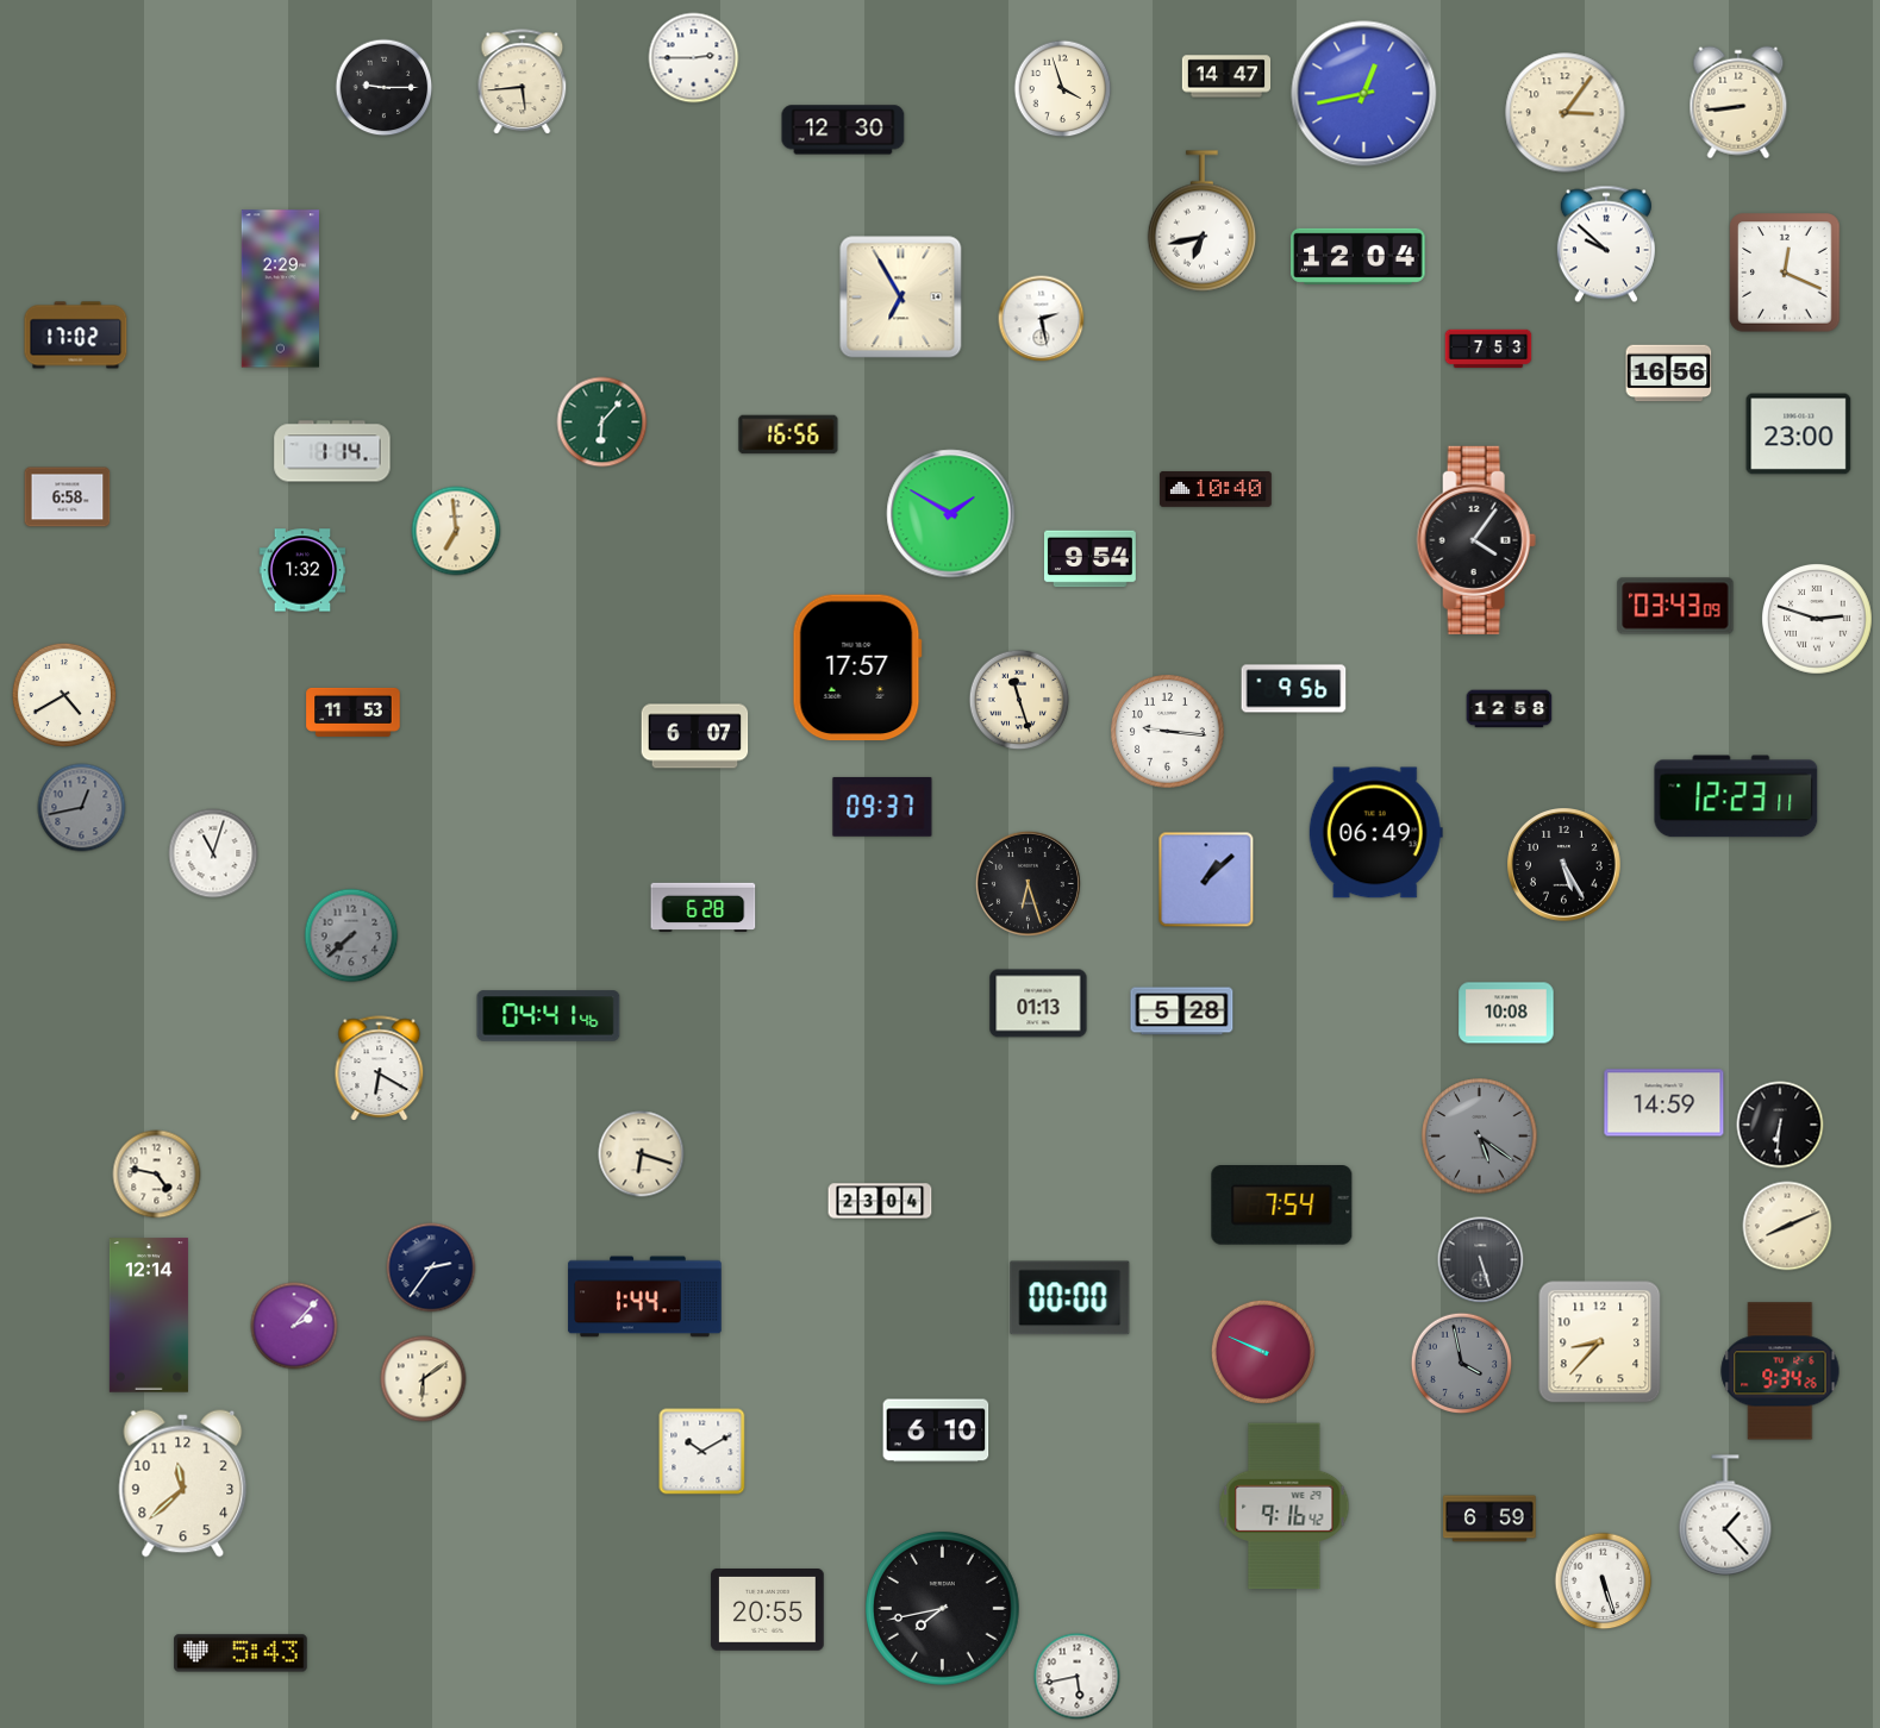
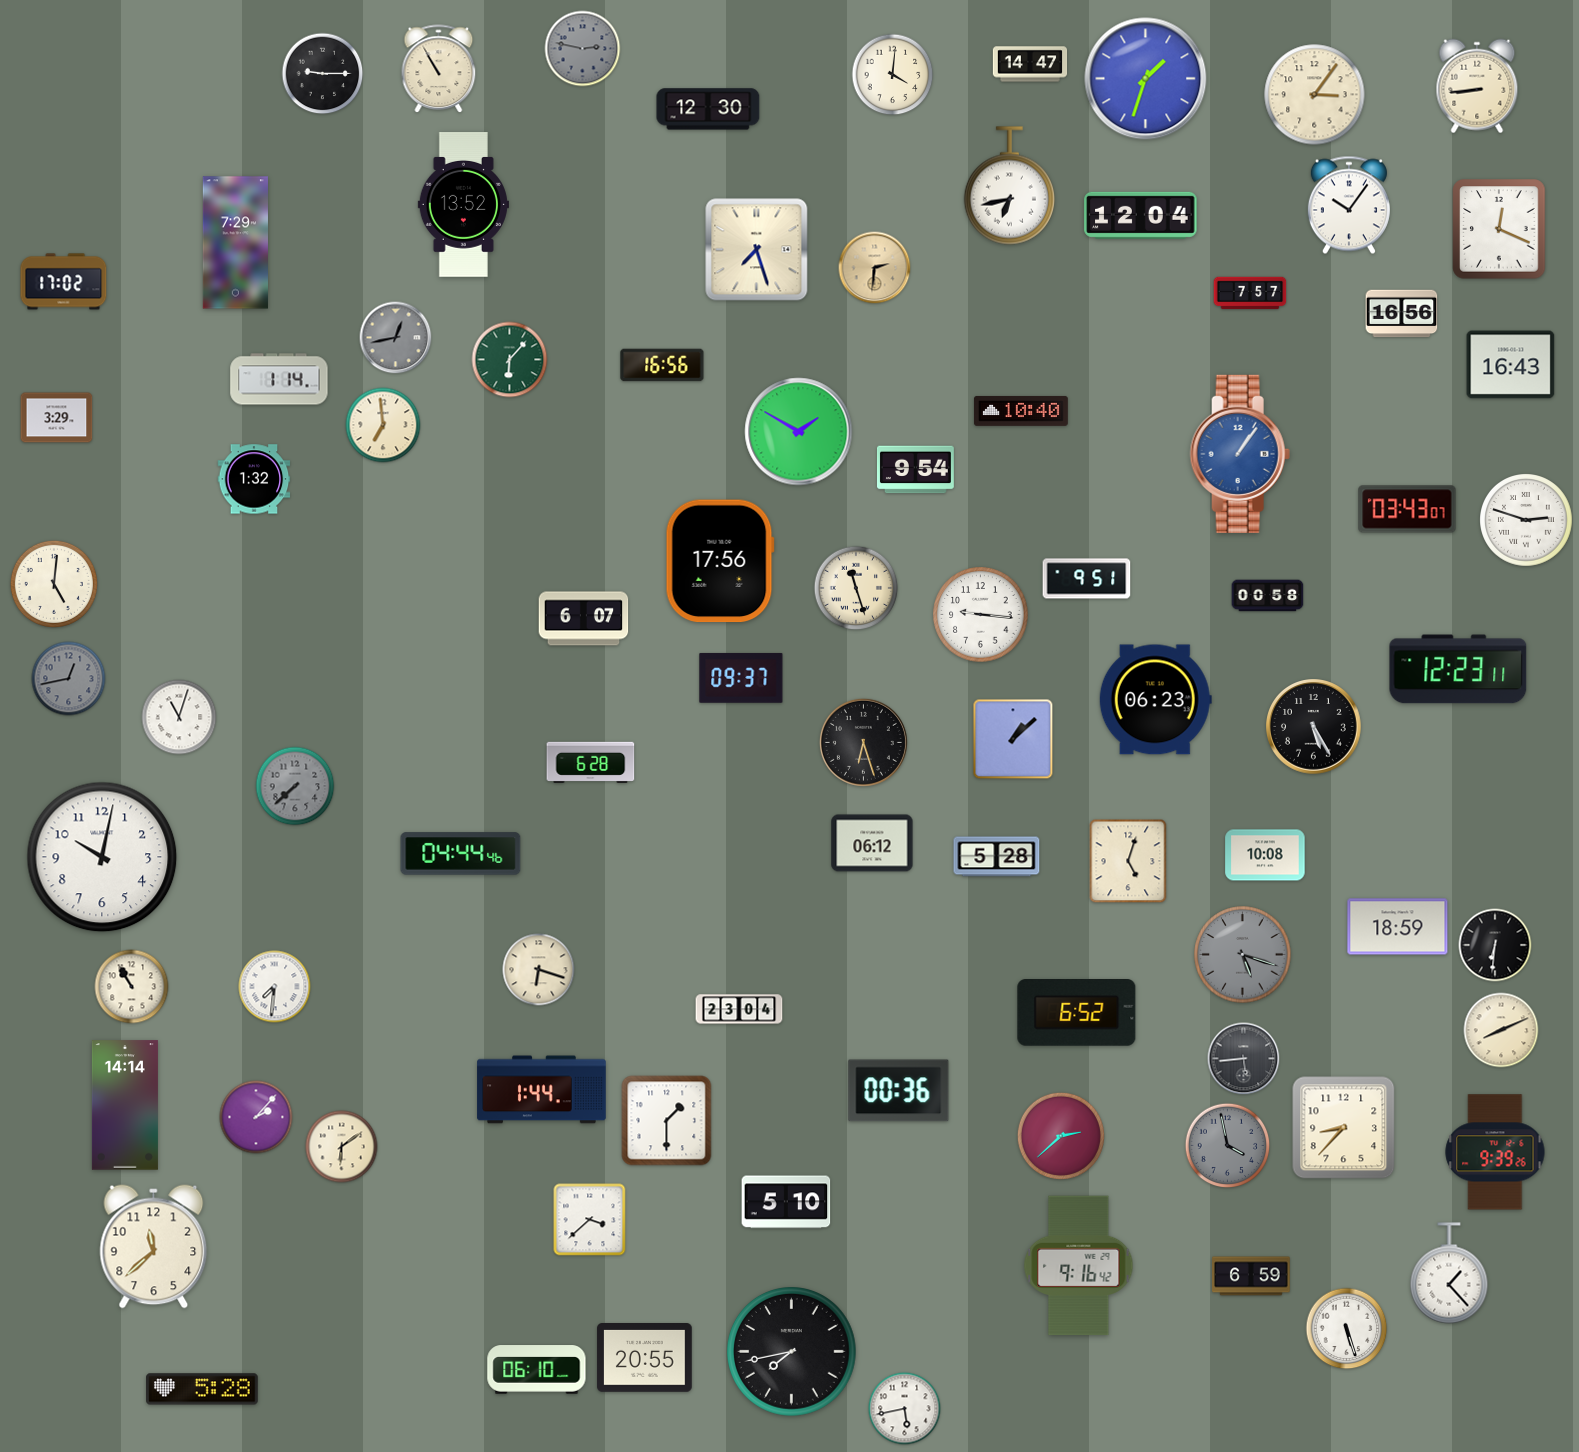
clock at (694, 58): 2:45 -> 2:47
clock at (694, 58) dial: white -> grey
clock at (523, 82): 5:44 -> 10:55
clock at (1063, 89): 3:57 -> 4:01
clock at (1364, 94): 12:43 -> 1:33
clock at (1738, 102) position: (1738, 102) -> (1477, 86)
clock at (463, 205): none -> 13:52
clock at (1606, 244): 9:52 -> 10:06
clock at (280, 289): 2:29 -> 7:29
clock at (901, 298): 6:55 -> 7:27
clock at (1042, 319): 2:28 -> 2:31
clock at (1042, 319) dial: white -> champagne
clock at (1488, 349): 7:53 -> 7:57
clock at (396, 338): none -> 12:43
clock at (602, 422) position: (602, 422) -> (510, 360)
clock at (1799, 434): 23:00 -> 16:43
clock at (68, 497): 6:58 -> 3:29
clock at (456, 531) position: (456, 531) -> (383, 425)
clock at (1476, 540): 4:06 -> 1:06
clock at (1476, 540) dial: black -> blue
clock at (1675, 606): 03:43:09 -> 03:43:07
clock at (857, 668): 17:57 -> 17:56
clock at (1294, 689): 9:56 -> 9:51
clock at (64, 695): 4:40 -> 5:01
clock at (1510, 709): 12:58 -> 00:58
clock at (354, 712): 11:53 -> none
clock at (1375, 833): 06:49 -> 06:23
clock at (1038, 1003): 01:13 -> 06:12
clock at (1182, 1012) position: (1182, 1012) -> (997, 857)
clock at (1506, 1013) position: (1506, 1013) -> (1265, 855)
clock at (549, 1016): 04:41 -> 04:44
clock at (102, 857): none -> 10:02
clock at (1128, 861): none -> 5:03
clock at (380, 1069): 6:20 -> none
clock at (1664, 1103): 14:59 -> 18:59
clock at (1480, 1137): 5:21 -> 5:18
clock at (157, 1175): 4:47 -> 10:55
clock at (275, 987): none -> 7:31
clock at (1282, 1206): 7:54 -> 6:52
clock at (1481, 1260): 5:27 -> 5:44
clock at (431, 1267): 2:36 -> none
clock at (1070, 1298): 00:00 -> 00:36
clock at (149, 1315): 12:14 -> 14:14
clock at (294, 1326) position: (294, 1326) -> (256, 1117)
clock at (667, 1121): none -> 1:30
clock at (1263, 1352): 9:49 -> 2:38
clock at (1780, 1371): 9:34 -> 9:39
clock at (424, 1379) position: (424, 1379) -> (342, 1147)
clock at (936, 1430): 6:10 -> 5:10
clock at (702, 1452): 10:10 -> 3:38
clock at (768, 1610) position: (768, 1610) -> (645, 1358)
clock at (537, 1370): none -> 06:10
clock at (241, 1653): 5:43 -> 5:28
